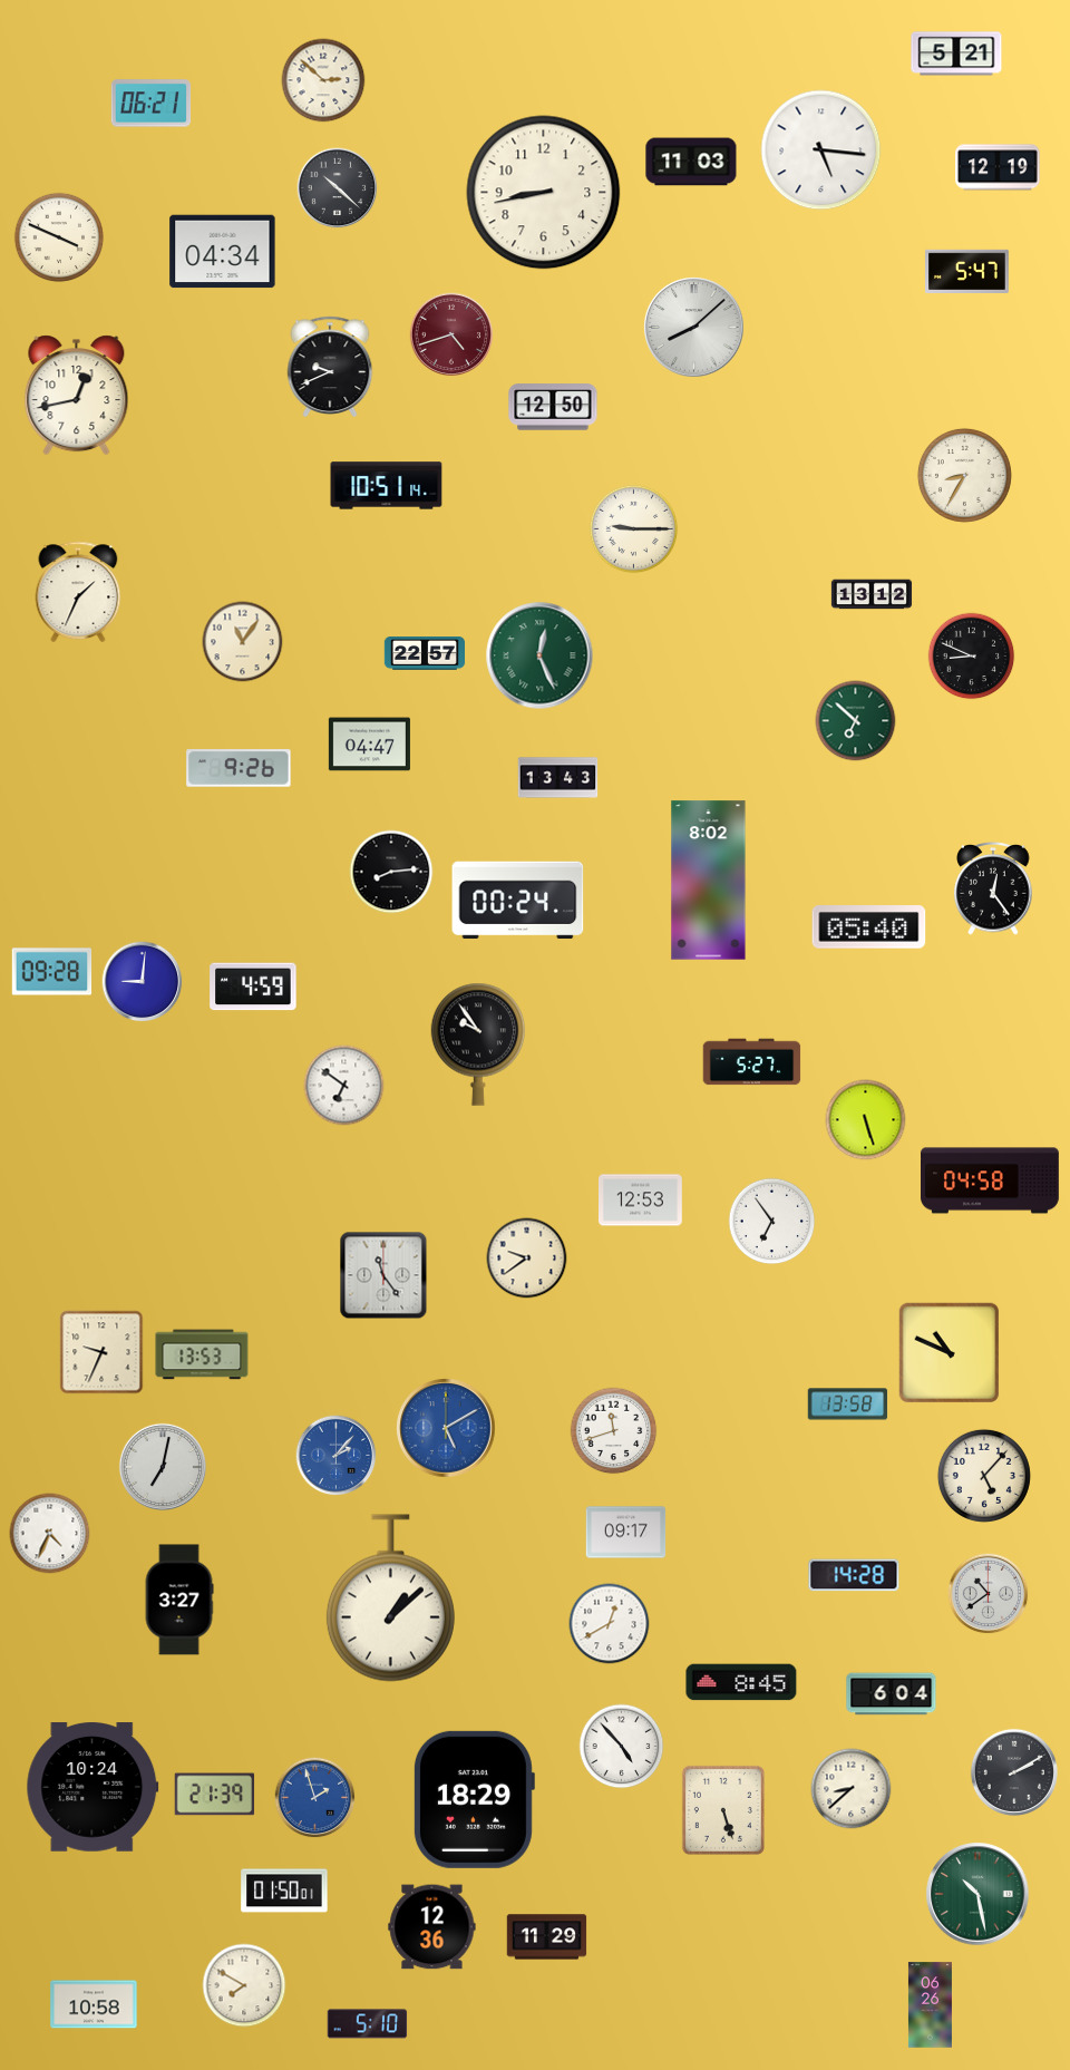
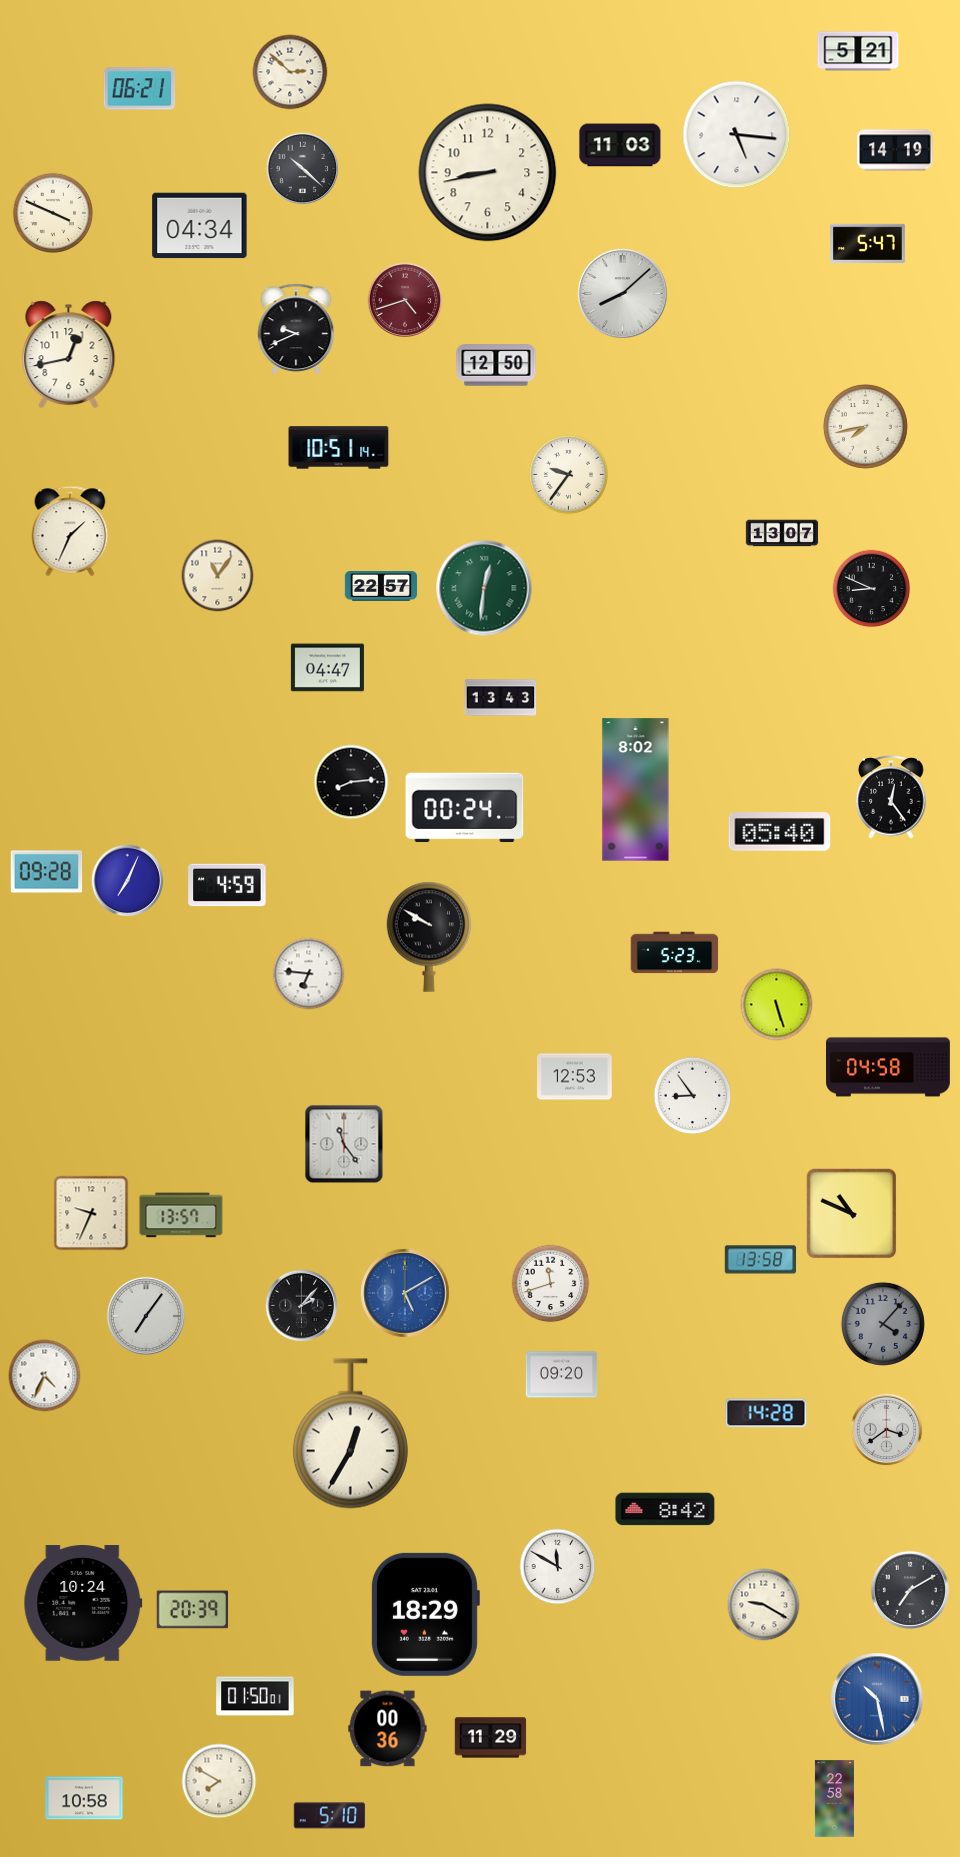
clock at (956, 54) position: (956, 54) -> (858, 51)
clock at (152, 104) position: (152, 104) -> (140, 89)
clock at (998, 167): 12:19 -> 14:19
clock at (964, 475): 8:35 -> 7:43
clock at (387, 486) position: (387, 486) -> (339, 448)
clock at (634, 529): 9:15 -> 9:36
clock at (872, 594): 13:12 -> 13:07
clock at (539, 655): 12:26 -> 12:31
clock at (856, 721): 6:52 -> none
clock at (369, 745) position: (369, 745) -> (327, 668)
clock at (239, 768): 9:26 -> none
clock at (143, 982): 9:01 -> 7:04
clock at (478, 1044): 9:54 -> 9:50
clock at (752, 1062): 5:27 -> 5:23
clock at (344, 1086): 6:51 -> 6:46
clock at (991, 1180) position: (991, 1180) -> (889, 1067)
clock at (772, 1222): 6:54 -> 8:54
clock at (527, 1258): 9:39 -> none
clock at (202, 1354): 13:53 -> 13:57
clock at (446, 1428) position: (446, 1428) -> (405, 1293)
clock at (337, 1456) dial: blue -> black
clock at (163, 1467): 7:02 -> 7:06
clock at (984, 1476): 5:07 -> 4:07
clock at (984, 1476) dial: cream -> grey
clock at (626, 1533): 09:17 -> 09:20
clock at (989, 1594): 10:39 -> 3:39
clock at (390, 1598): 1:08 -> 12:35
clock at (179, 1600): 3:27 -> none
clock at (610, 1624): 12:40 -> none
clock at (741, 1682): 8:45 -> 8:42
clock at (892, 1694): 6:04 -> none
clock at (622, 1747): 4:53 -> 11:50
clock at (1014, 1772): 2:10 -> 7:10
clock at (852, 1789): 8:38 -> 9:20
clock at (215, 1795): 21:39 -> 20:39
clock at (315, 1798): 1:57 -> none
clock at (723, 1810): 5:27 -> none
clock at (977, 1894) dial: green -> blue
clock at (432, 1927): 12:36 -> 00:36
clock at (930, 2005): 06:26 -> 22:58
